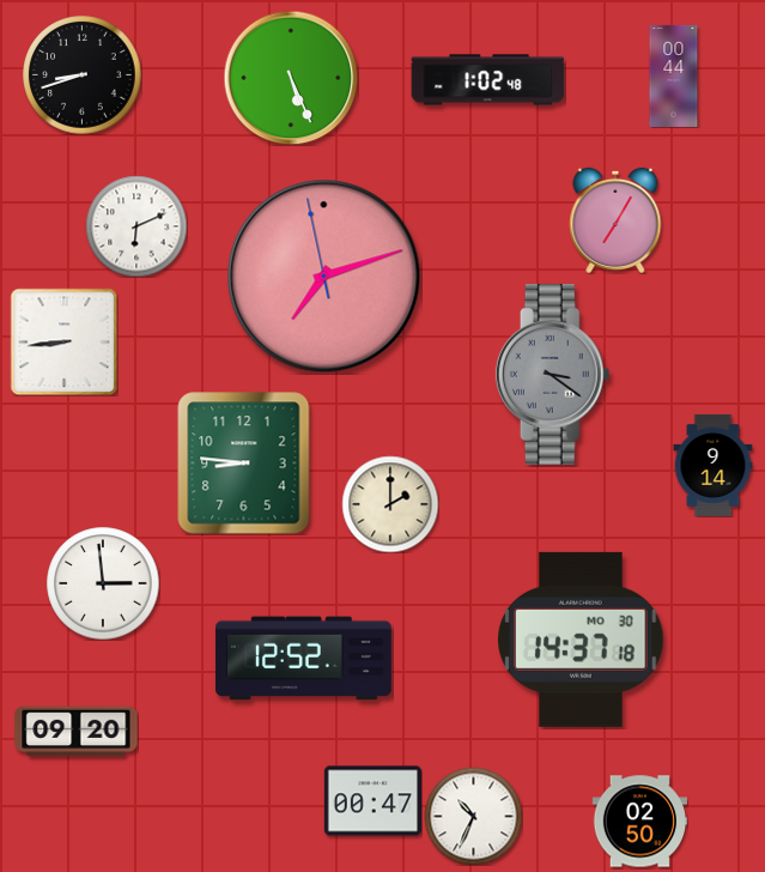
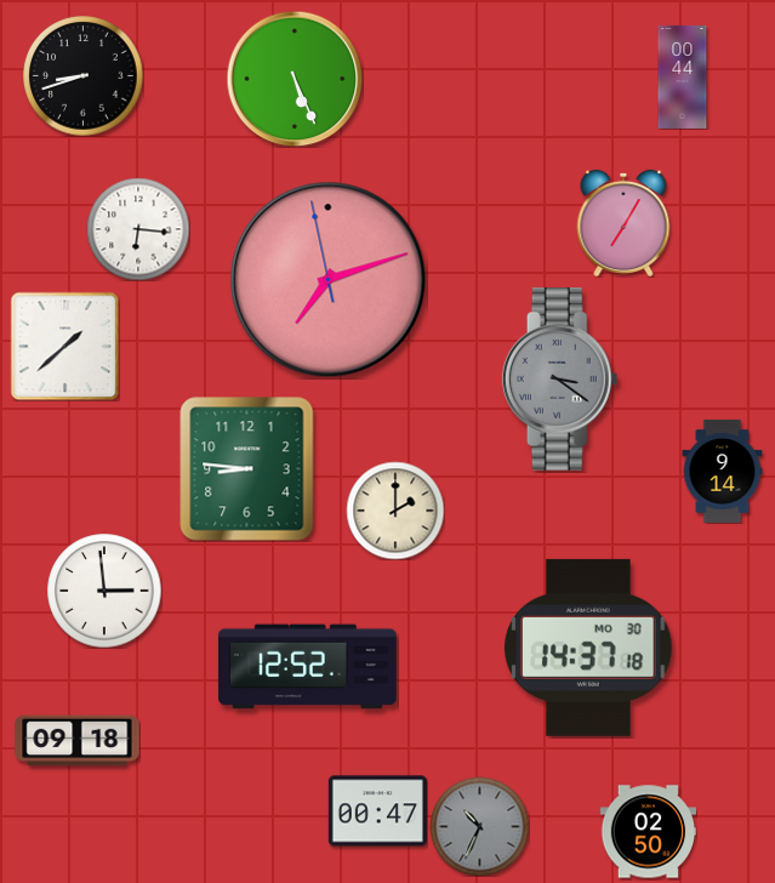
clock at (488, 80): 1:02 -> none
clock at (136, 226): 6:11 -> 6:16
clock at (63, 341): 8:44 -> 1:38
clock at (77, 732): 09:20 -> 09:18
clock at (473, 816) dial: white -> grey
